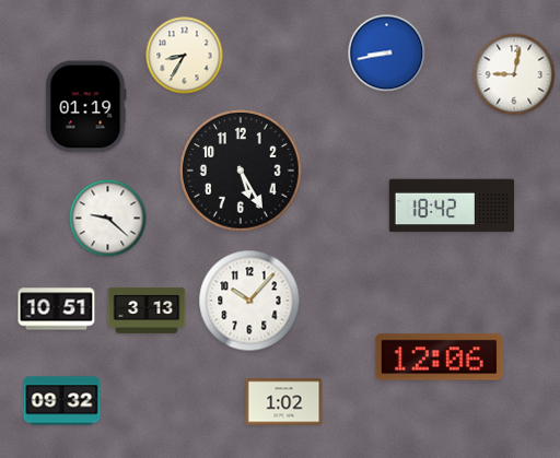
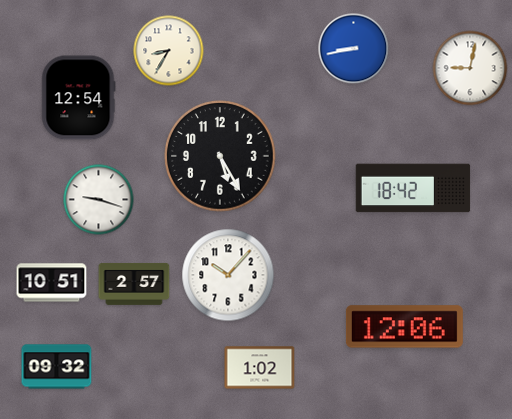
clock at (85, 107): 01:19 -> 12:54
clock at (108, 219): 9:22 -> 9:18
clock at (147, 310): 3:13 -> 2:57
clock at (439, 357) position: (439, 357) -> (404, 327)
